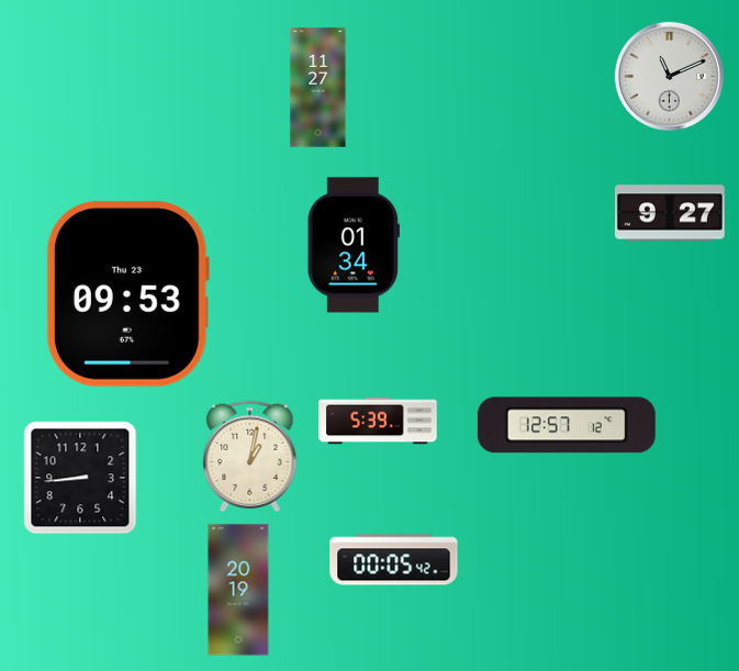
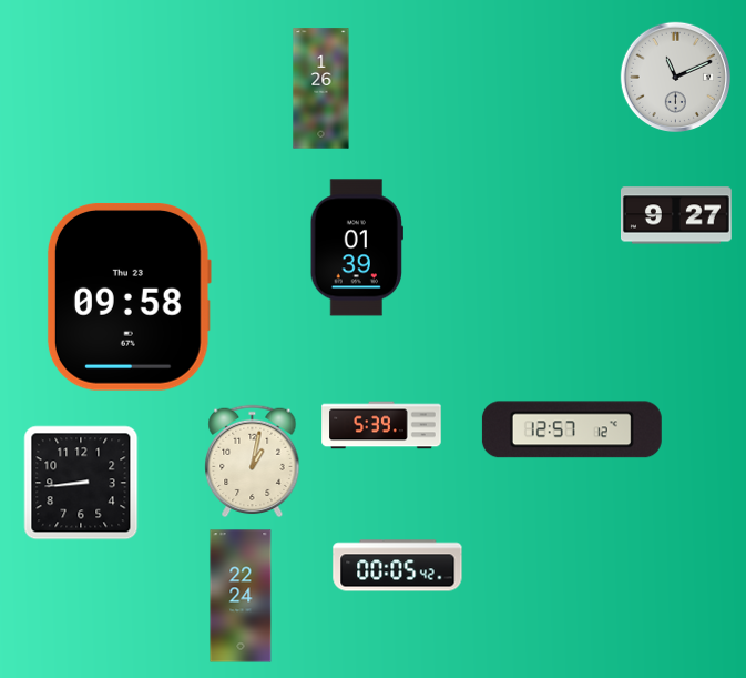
clock at (318, 88): 11:27 -> 1:26
clock at (354, 245): 01:34 -> 01:39
clock at (127, 293): 09:53 -> 09:58
clock at (238, 590): 20:19 -> 22:24
